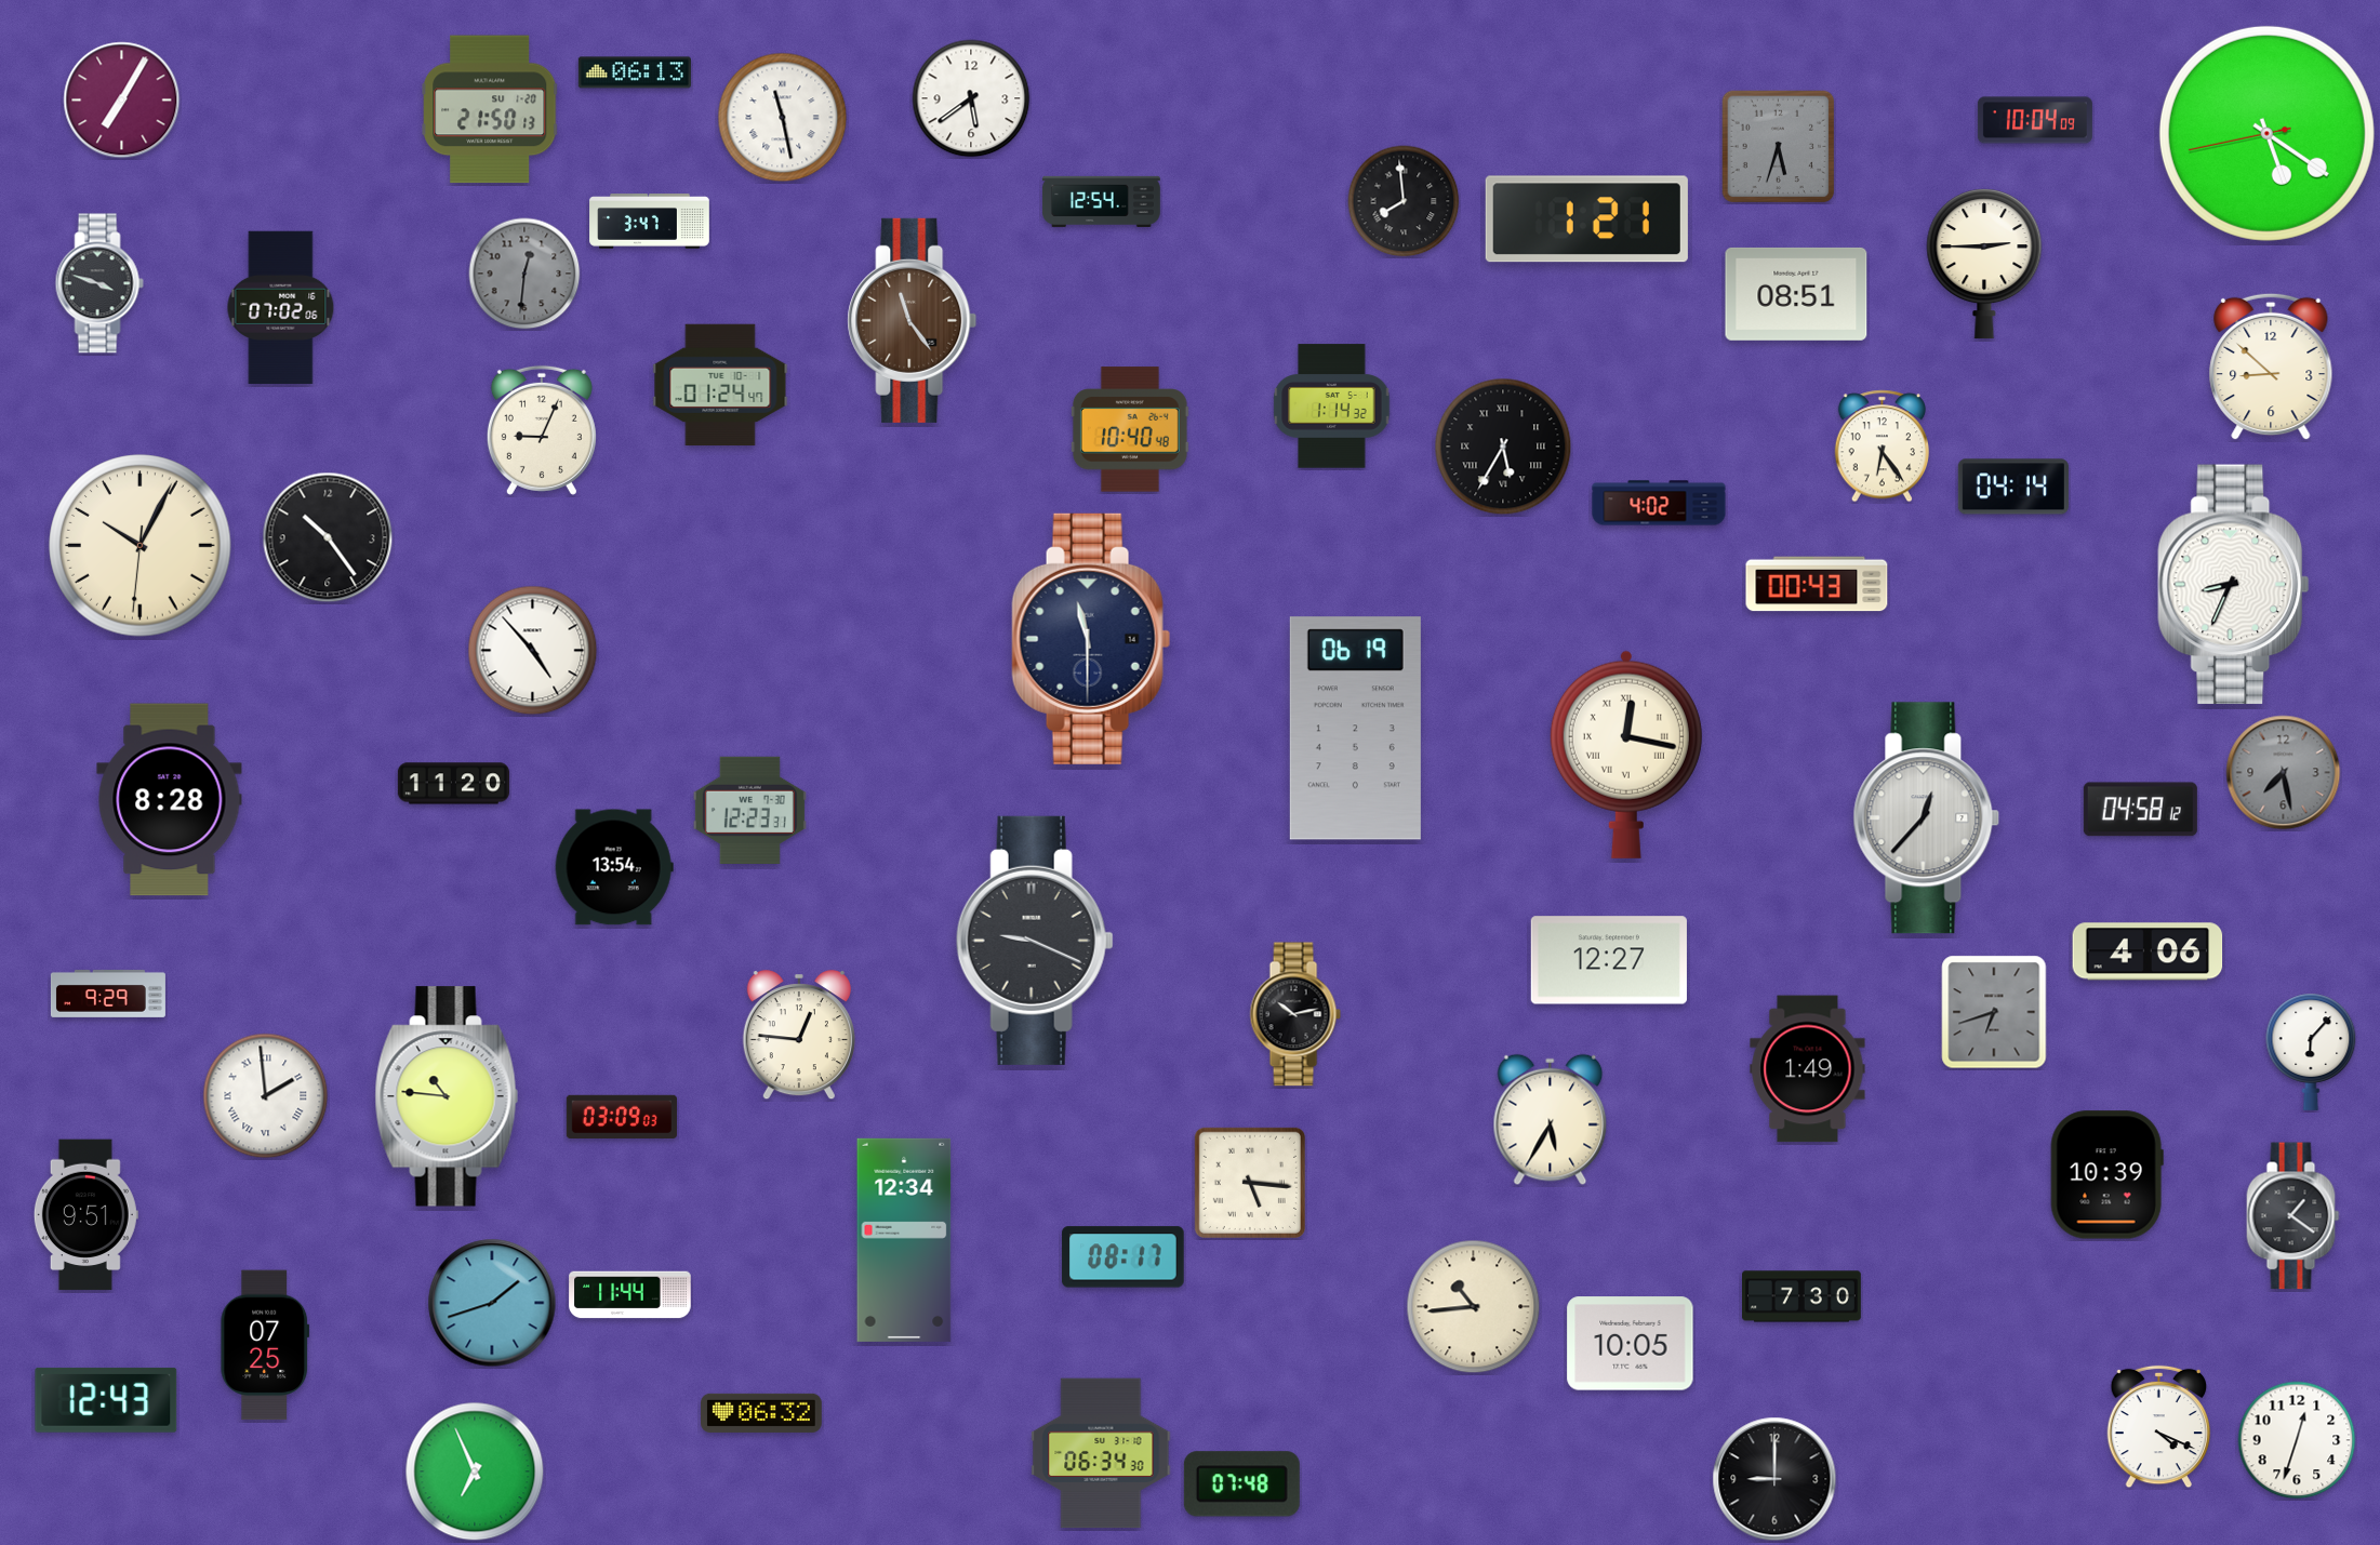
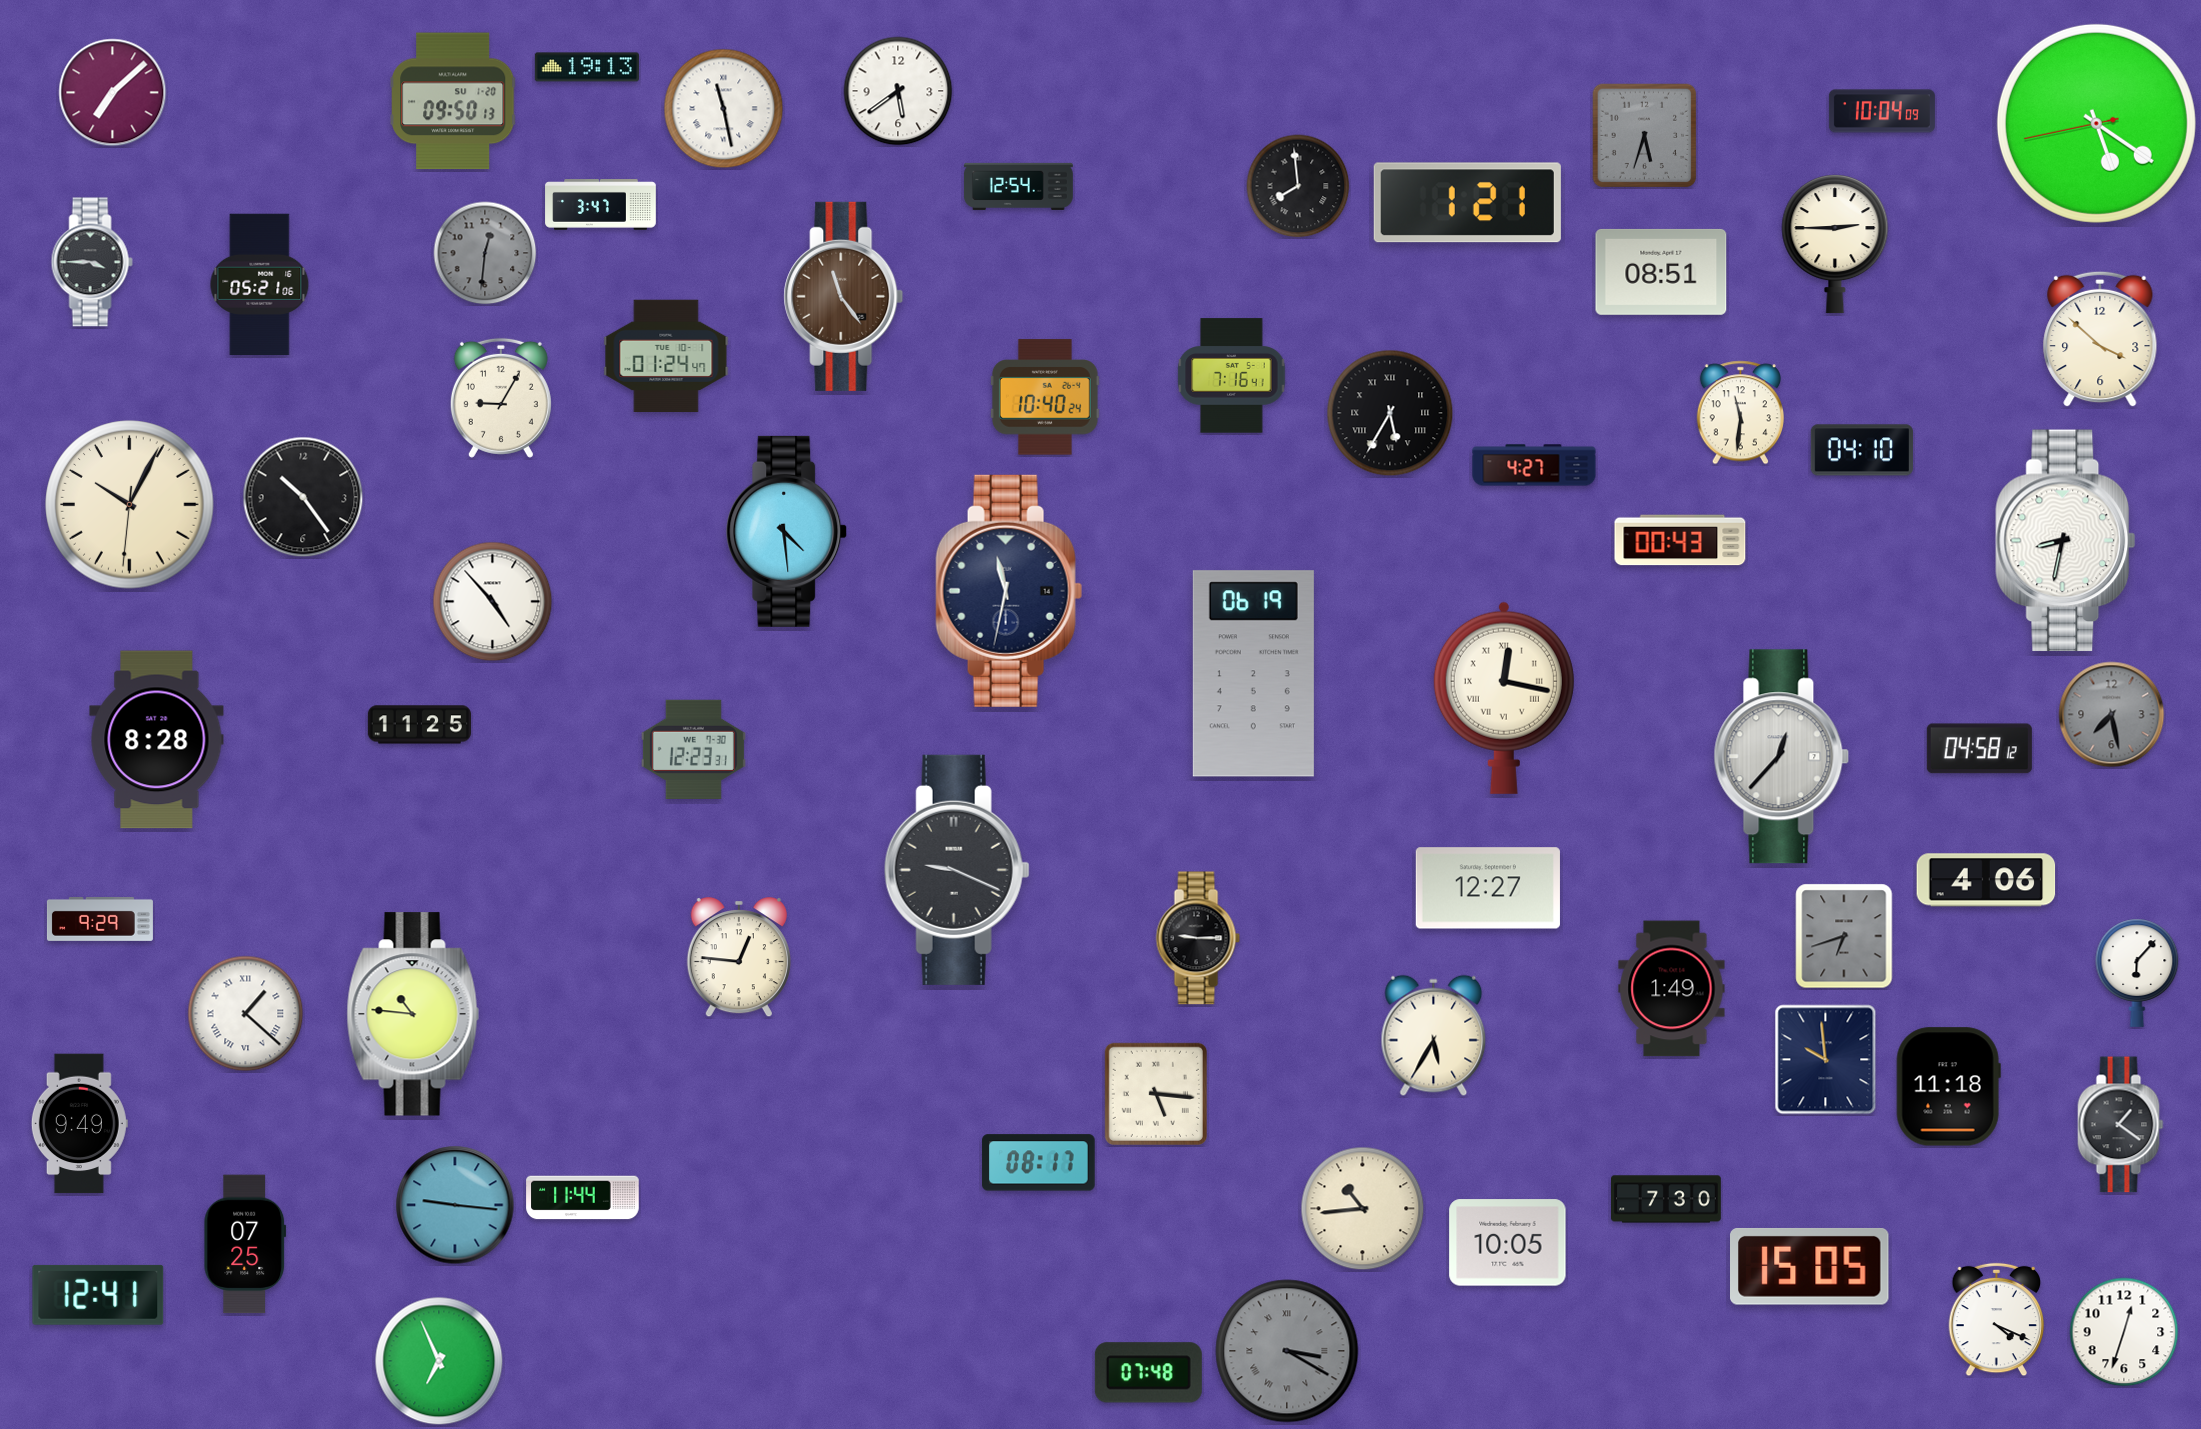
clock at (635, 72): 06:13 -> 19:13
clock at (122, 101): 7:05 -> 7:08
clock at (490, 109): 21:50 -> 09:50
clock at (99, 283): 3:48 -> 3:45
clock at (281, 308): 07:02 -> 05:21
clock at (2271, 367): 8:52 -> 3:52
clock at (1332, 407): 1:14 -> 7:16
clock at (1130, 429): 10:40:48 -> 10:40:24
clock at (542, 430): 9:04 -> 9:05
clock at (1882, 447): 6:24 -> 11:31
clock at (2013, 487): 04:14 -> 04:10
clock at (1659, 503): 4:02 -> 4:27
clock at (787, 531): none -> 4:29
clock at (2234, 585): 8:34 -> 8:32
clock at (1091, 639): 11:30 -> 11:32
clock at (453, 784): 11:20 -> 11:25
clock at (614, 867): 13:54 -> none
clock at (1295, 1014): 10:13 -> 9:15
clock at (266, 1096): 1:59 -> 1:22
clock at (622, 1116): 03:09 -> none
clock at (1826, 1060): none -> 9:59
clock at (2106, 1175): 10:39 -> 11:18
clock at (85, 1215): 9:51 -> 9:49
clock at (904, 1240): 12:34 -> none
clock at (492, 1303): 1:42 -> 9:16
clock at (1810, 1266): none -> 15:05
clock at (106, 1400): 12:43 -> 12:41
clock at (761, 1413): 06:32 -> none
clock at (1101, 1453): 06:34 -> none
clock at (1287, 1351): none -> 3:20
clock at (1774, 1479): 9:00 -> none
